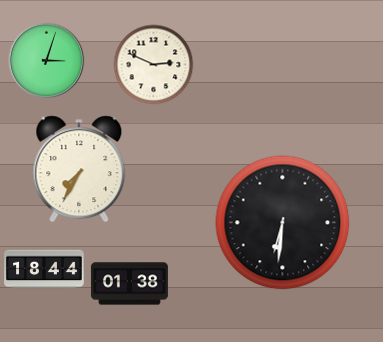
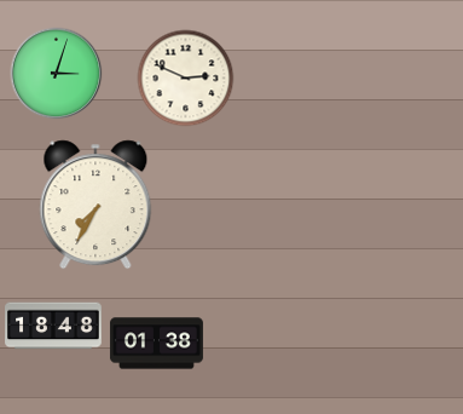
clock at (283, 223): 6:31 -> none
clock at (44, 269): 18:44 -> 18:48
